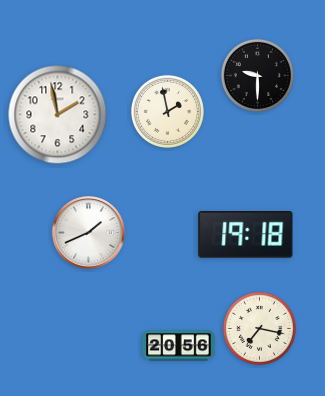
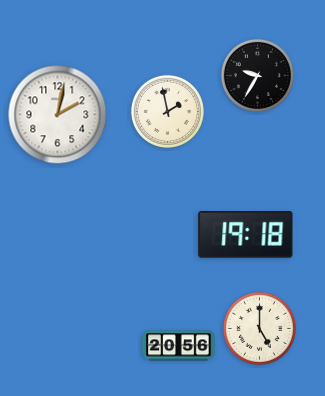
clock at (257, 75): 9:30 -> 9:35
clock at (58, 115): 1:58 -> 2:02
clock at (89, 233): 1:41 -> none
clock at (259, 328): 7:17 -> 5:00
